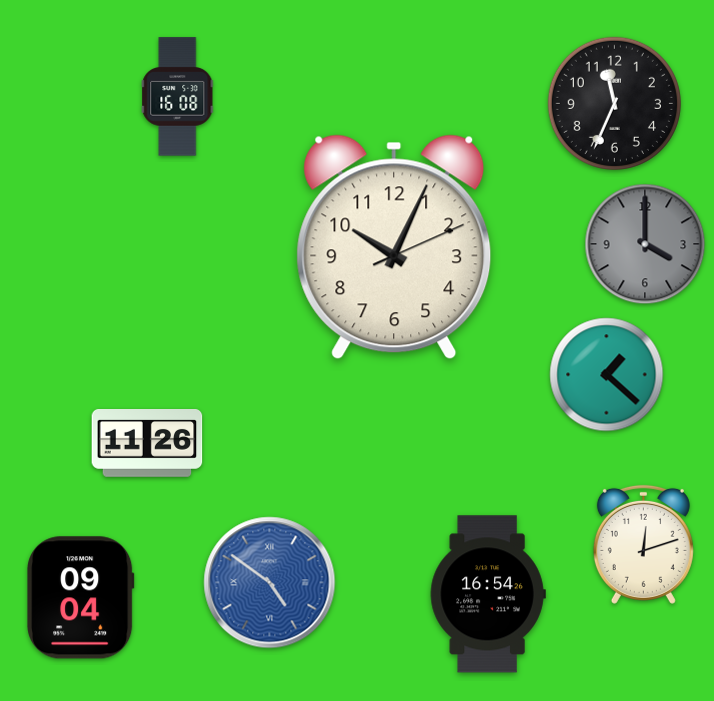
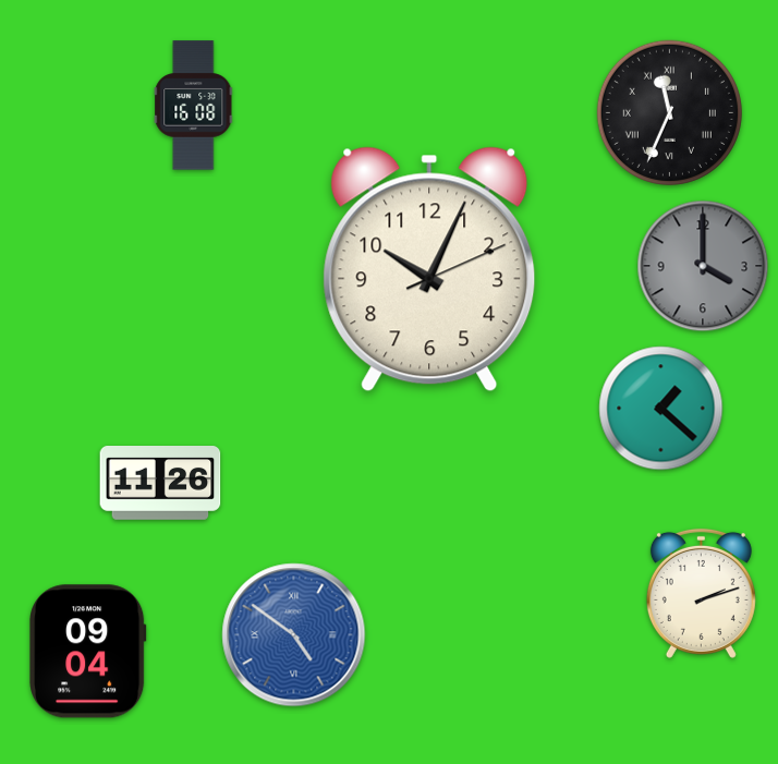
clock at (614, 103) numerals: Arabic -> Roman
clock at (643, 544): 12:12 -> 2:12
clock at (488, 594): 16:54 -> none
